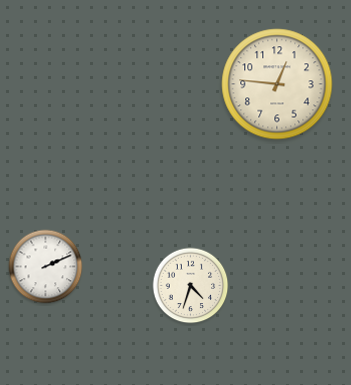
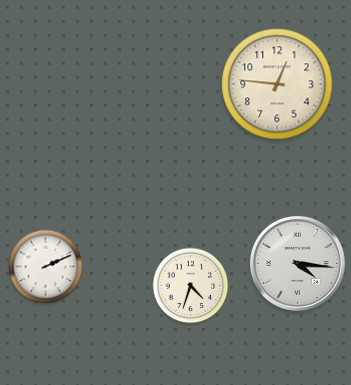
clock at (297, 263): none -> 4:16
